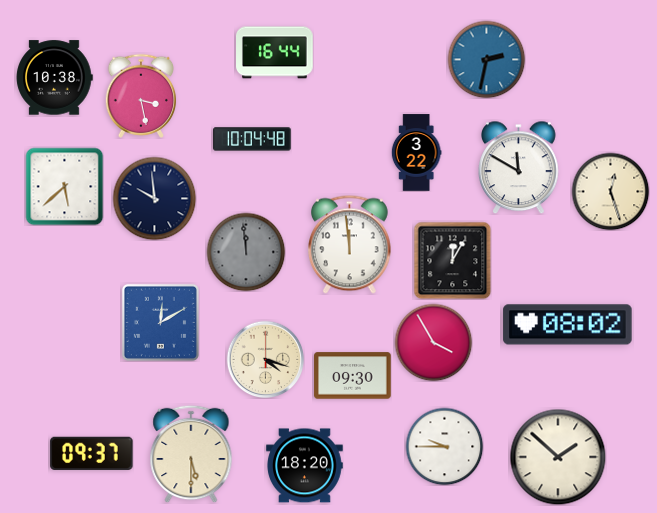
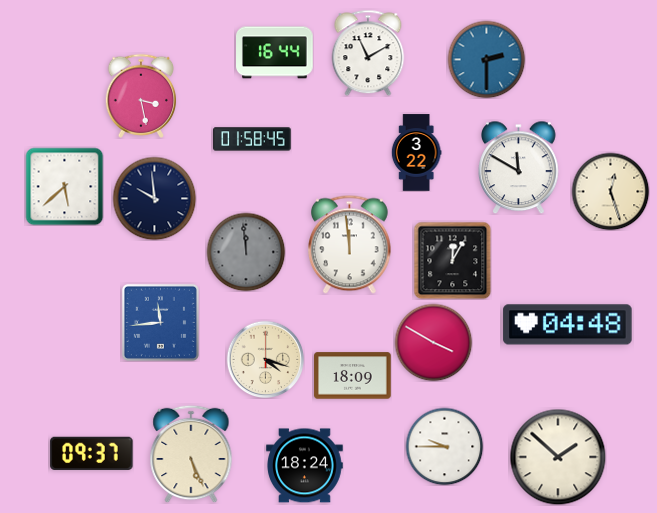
clock at (368, 53): none -> 11:10
clock at (486, 59): 2:32 -> 2:30
clock at (54, 78): 10:38 -> none
clock at (252, 139): 10:04 -> 01:58
clock at (160, 322): 12:10 -> 11:44
clock at (568, 325): 08:02 -> 04:48
clock at (433, 342): 3:55 -> 3:50
clock at (353, 376): 09:30 -> 18:09
clock at (191, 454): 5:30 -> 5:26
clock at (305, 466): 18:20 -> 18:24
